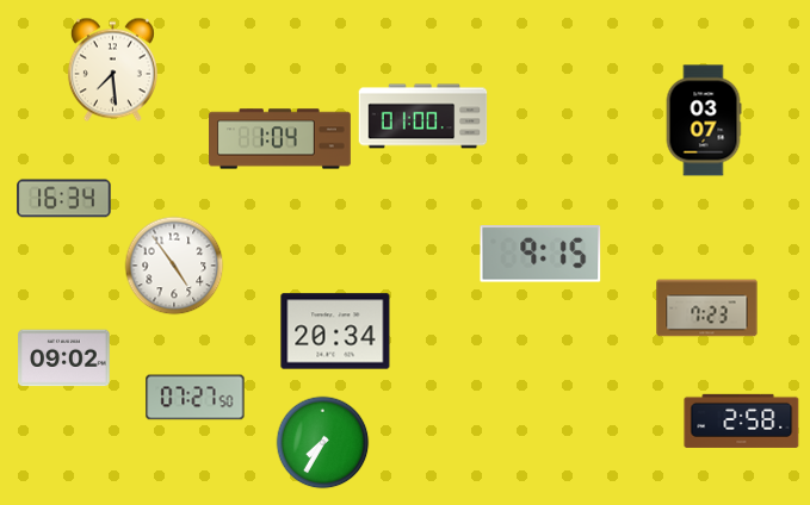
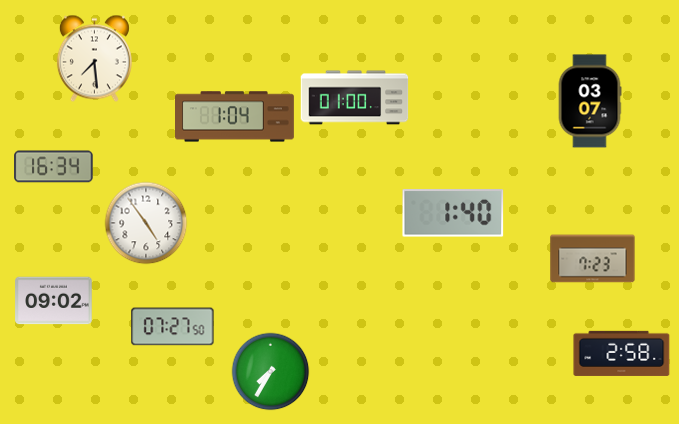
clock at (540, 254): 9:15 -> 1:40
clock at (335, 331): 20:34 -> none
clock at (196, 398) position: (196, 398) -> (173, 327)
